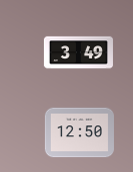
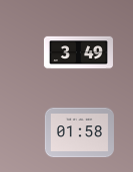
clock at (79, 133): 12:50 -> 01:58
